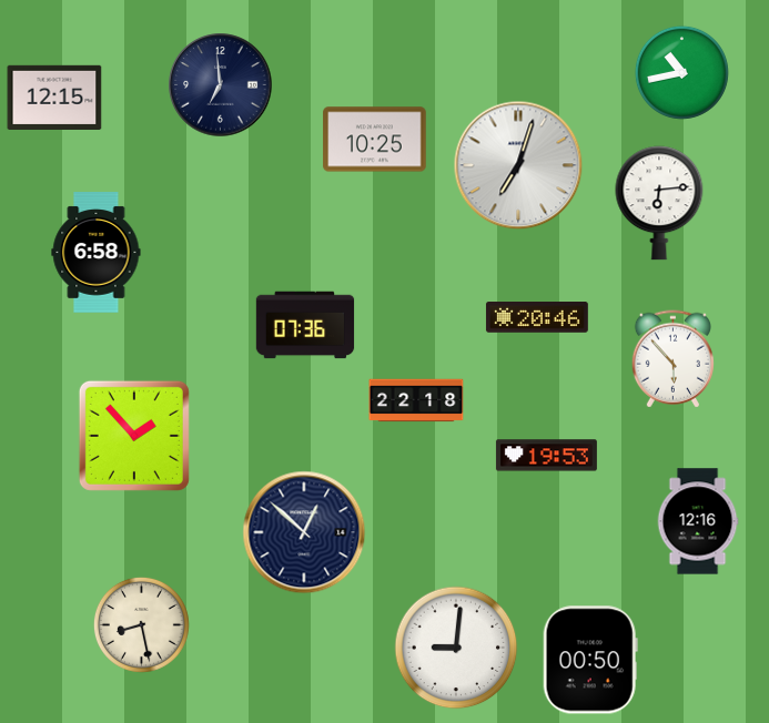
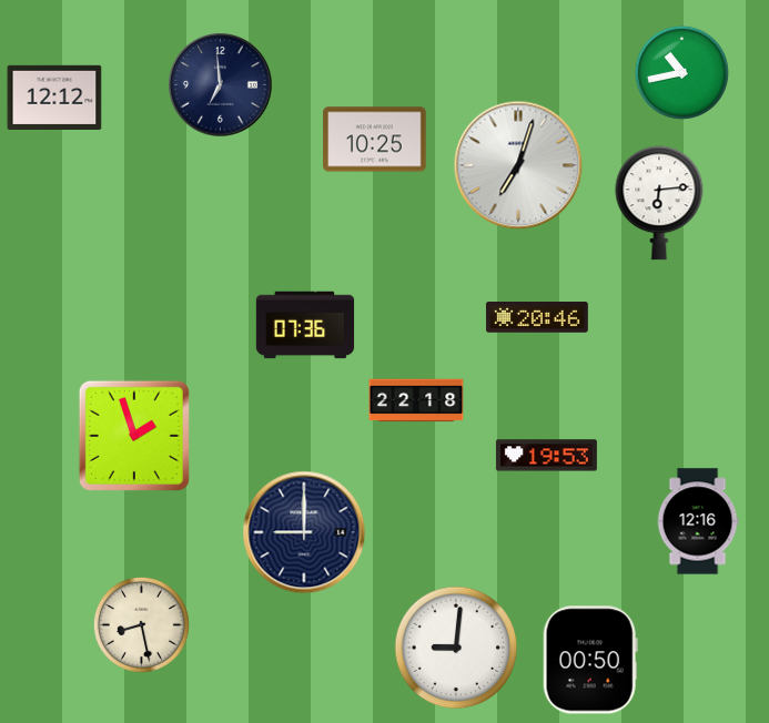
clock at (54, 98): 12:15 -> 12:12
clock at (97, 253): 6:58 -> none
clock at (672, 359): 5:53 -> none
clock at (134, 436): 1:53 -> 1:57
clock at (304, 532): 12:52 -> 9:00
